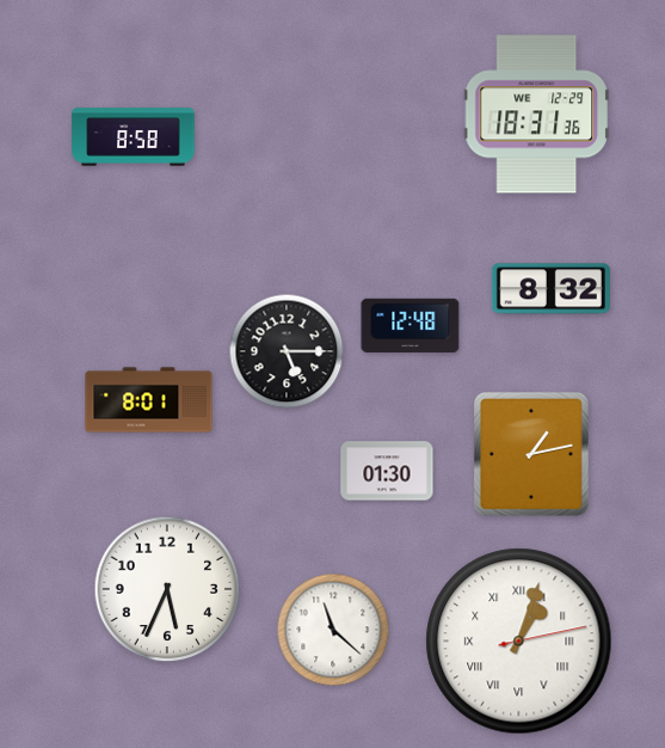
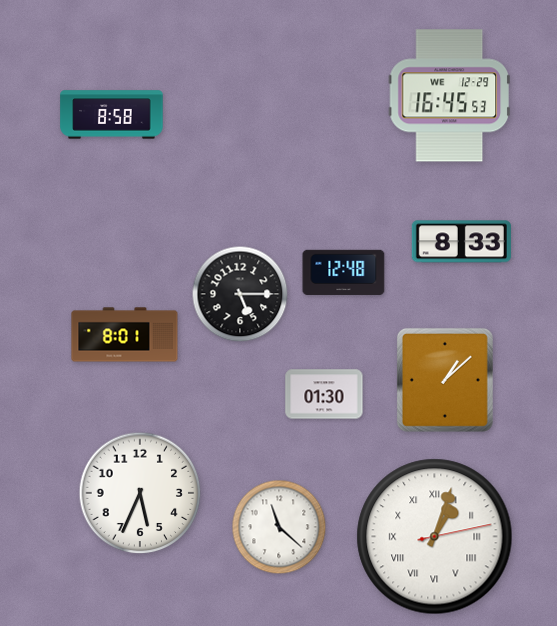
clock at (536, 115): 18:31 -> 16:45
clock at (550, 289): 8:32 -> 8:33
clock at (531, 454): 1:13 -> 1:08
